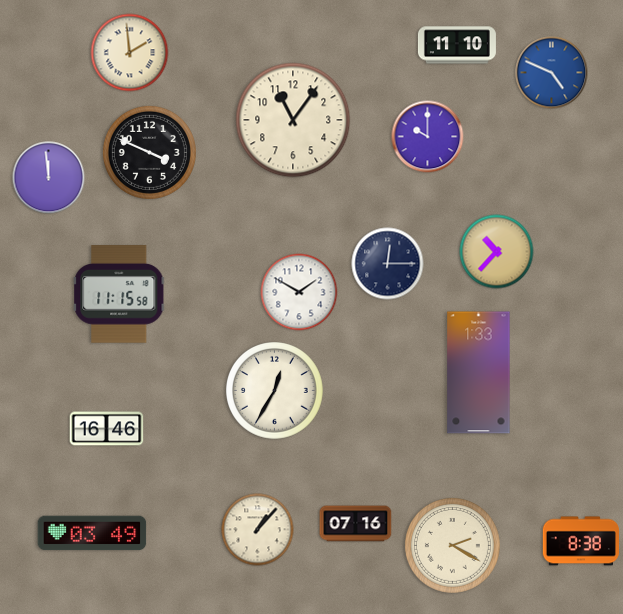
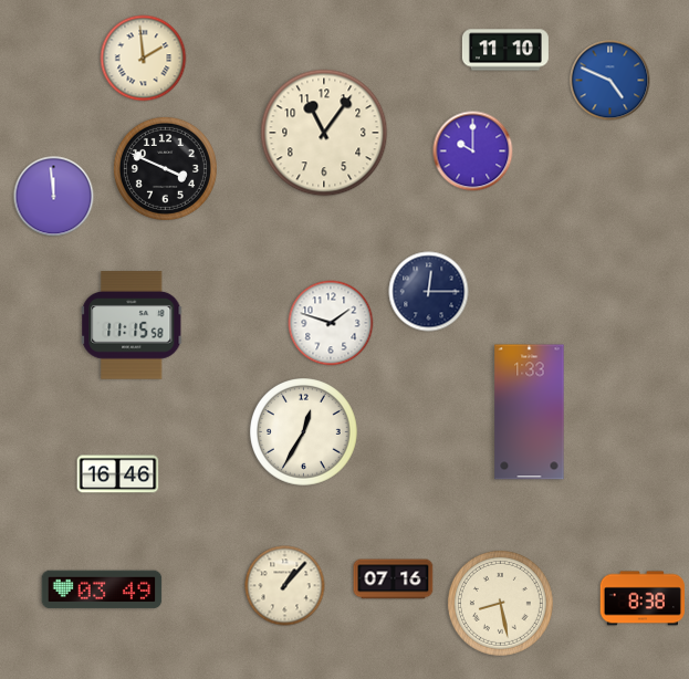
clock at (497, 252): 10:37 -> none
clock at (299, 292): 1:50 -> 1:48
clock at (452, 545): 2:20 -> 8:28
